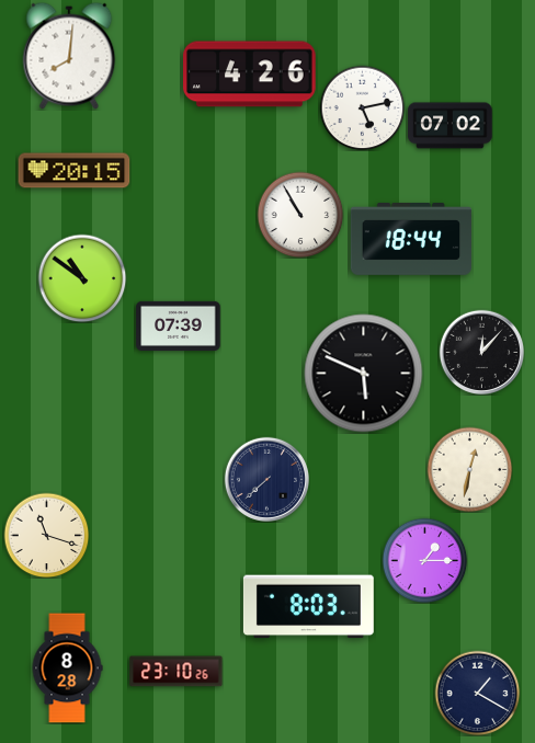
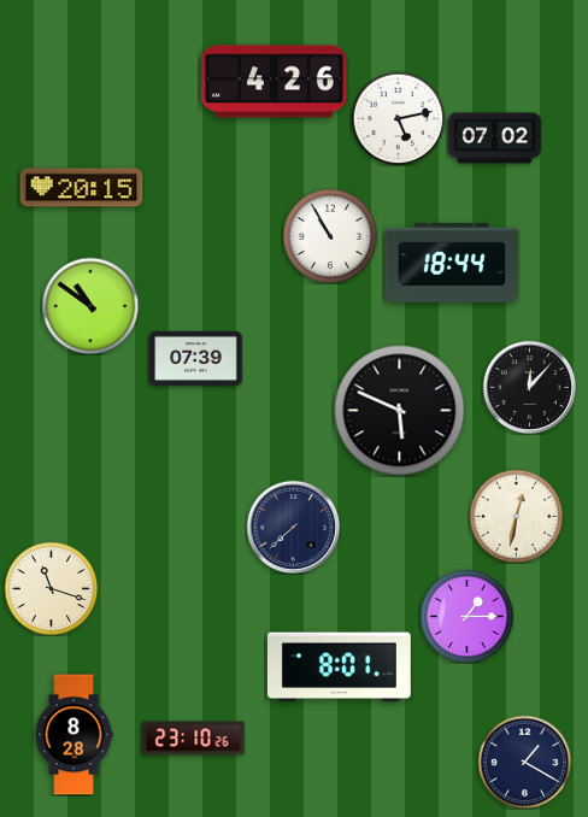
clock at (69, 56): 8:01 -> none
clock at (308, 607): 8:03 -> 8:01
